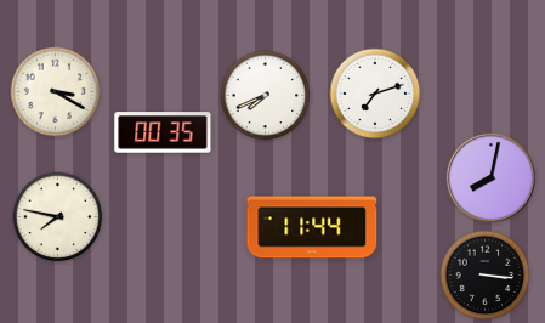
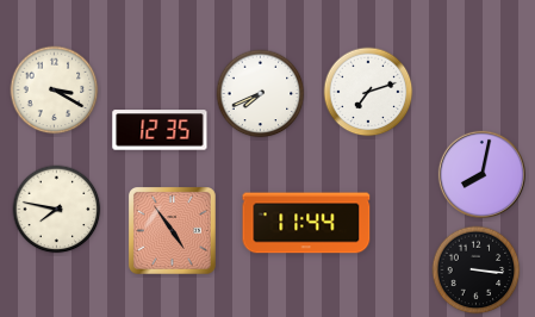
clock at (163, 132): 00:35 -> 12:35
clock at (58, 217) position: (58, 217) -> (57, 210)
clock at (173, 231): none -> 4:54
